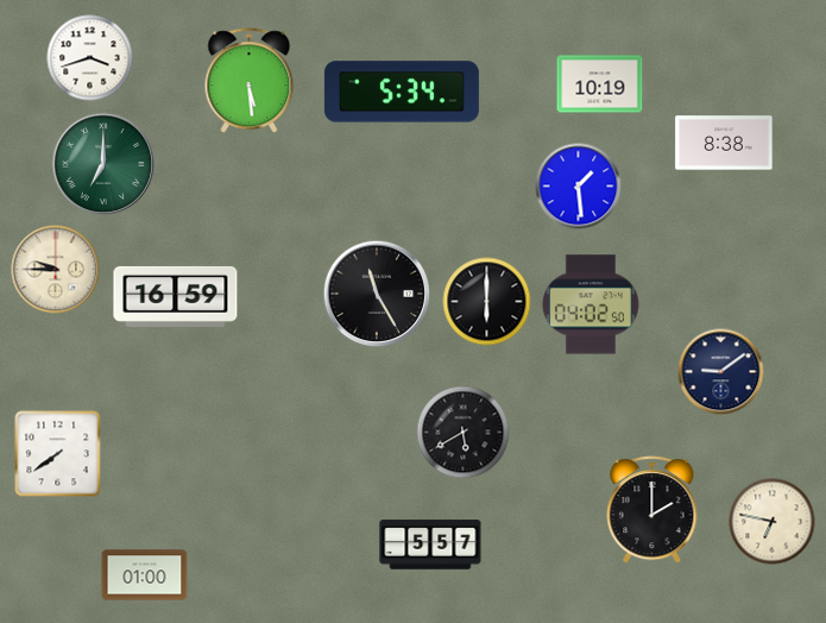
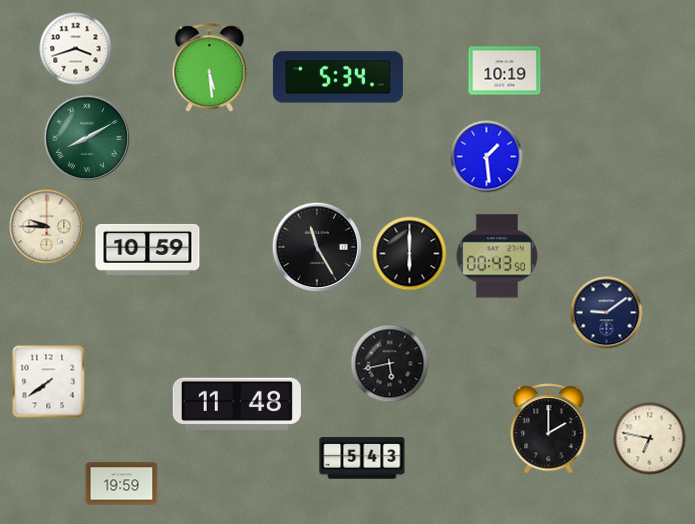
clock at (724, 143): 8:38 -> none
clock at (103, 164): 7:00 -> 8:10
clock at (176, 296): 16:59 -> 10:59
clock at (591, 304): 04:02 -> 00:43
clock at (464, 433): 5:40 -> 5:43
clock at (237, 403): none -> 11:48
clock at (430, 545): 5:57 -> 5:43
clock at (145, 575): 01:00 -> 19:59
